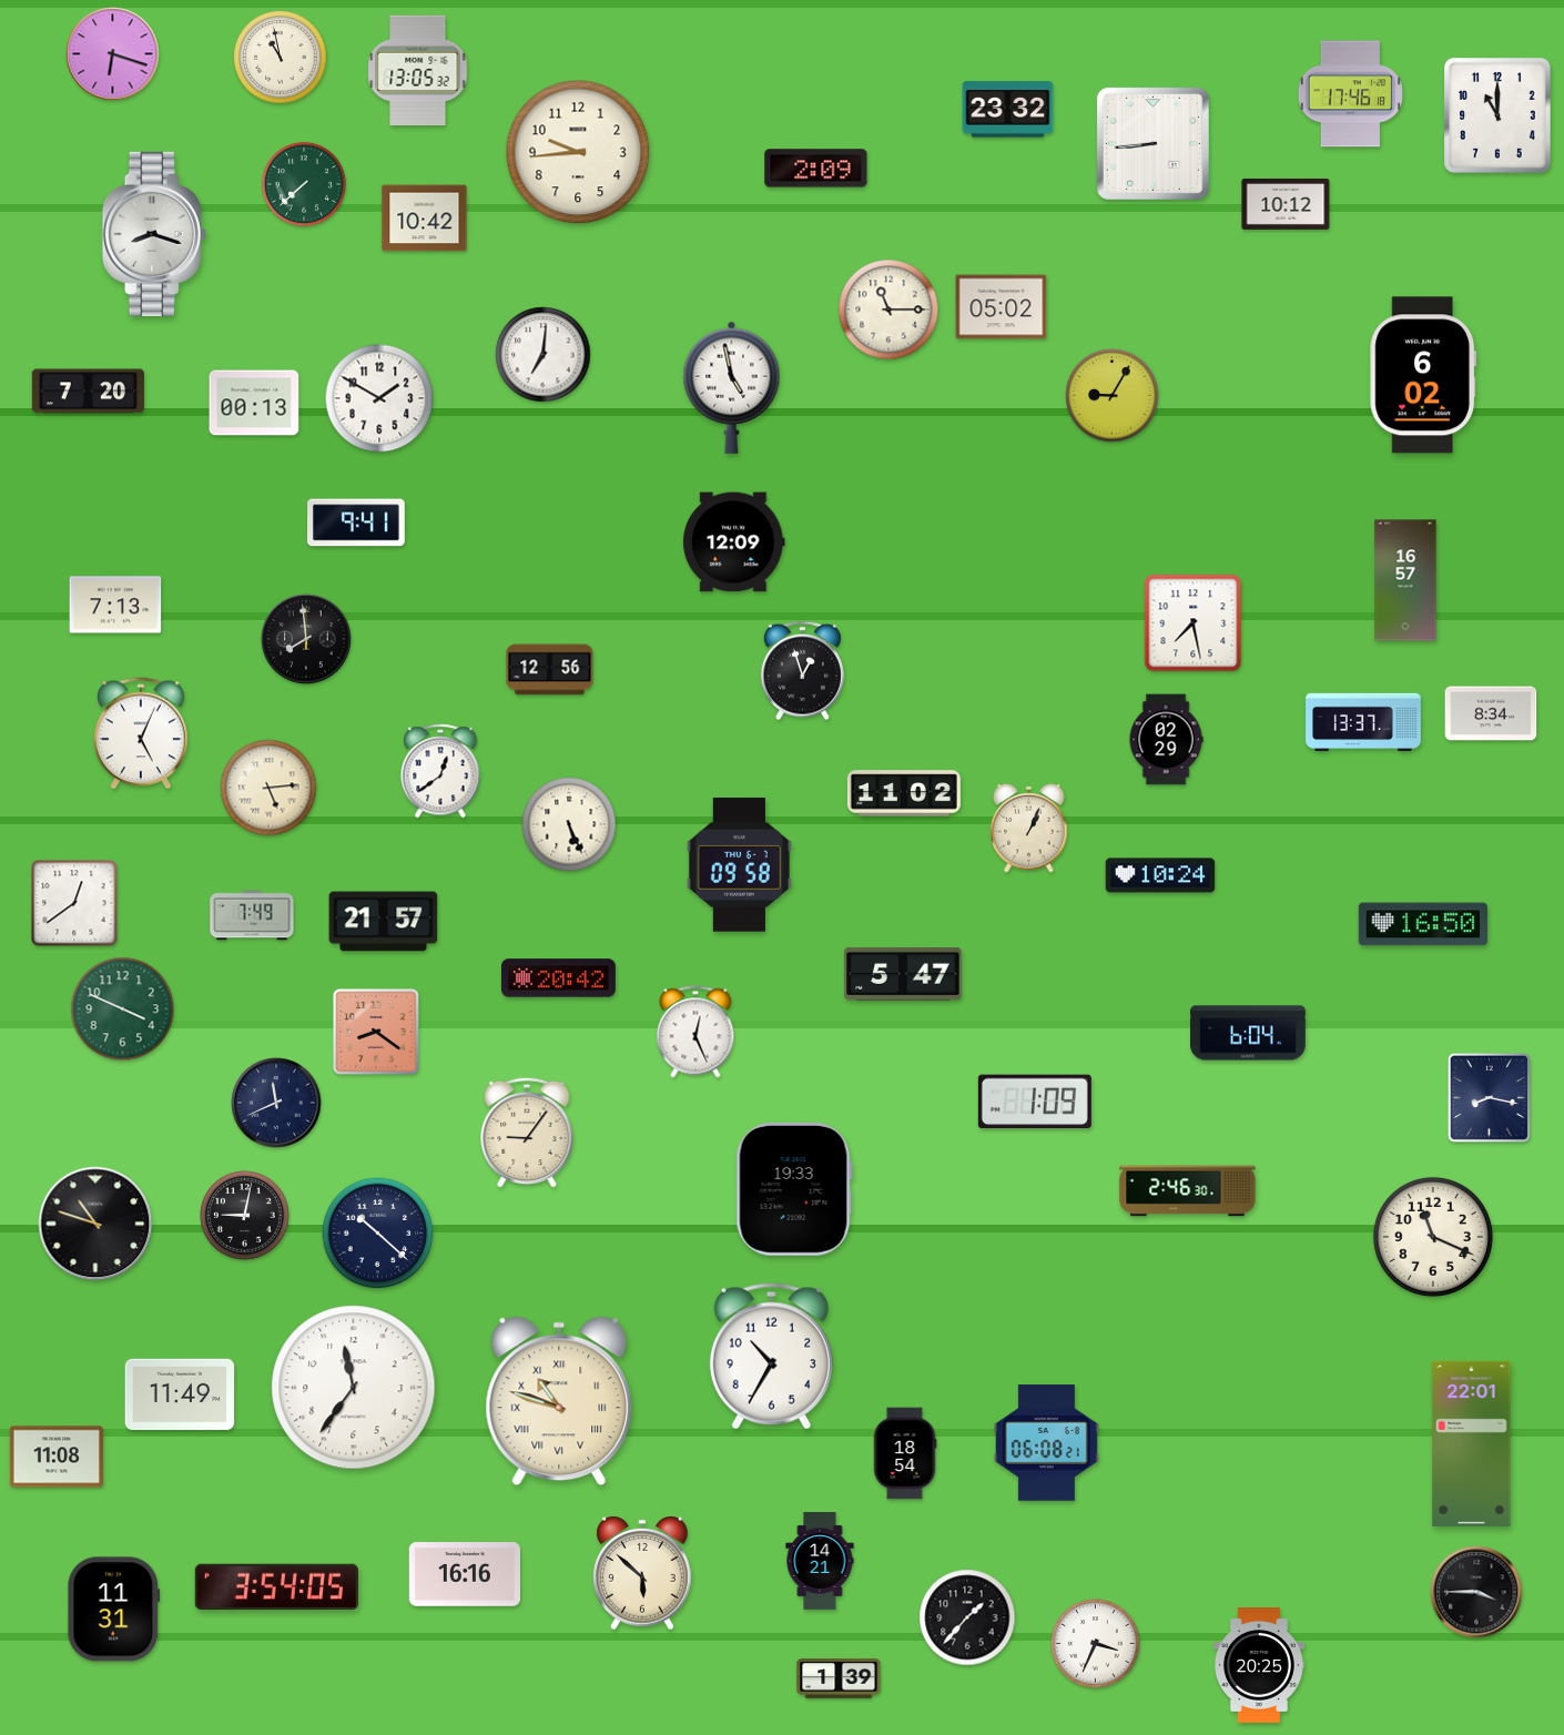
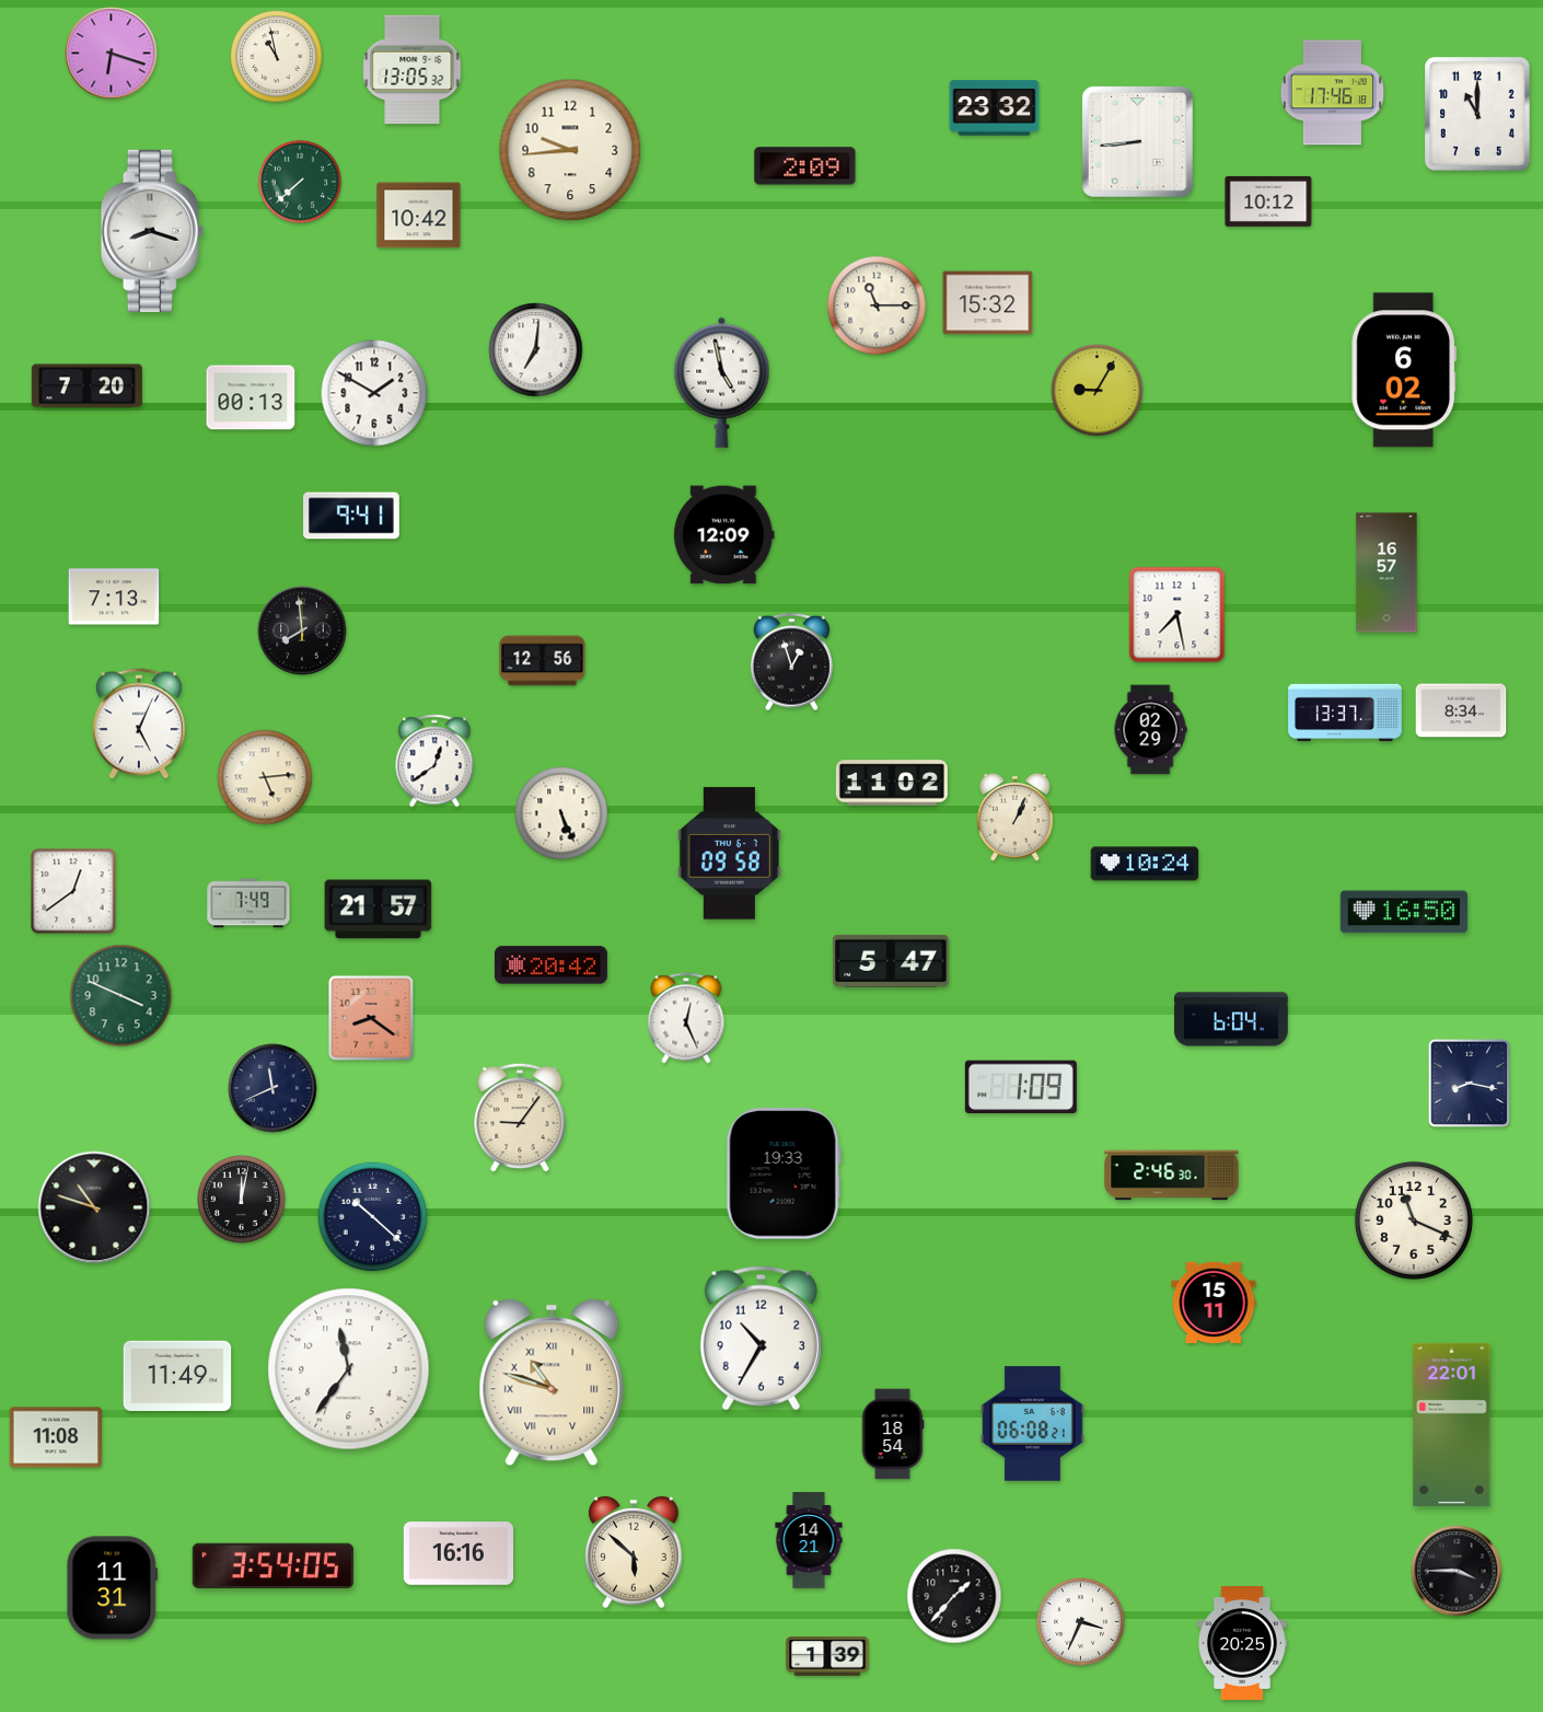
clock at (1002, 307): 05:02 -> 15:32
clock at (1491, 713) position: (1491, 713) -> (1461, 710)
clock at (245, 1216): 9:02 -> 12:02
clock at (1214, 1303): none -> 15:11
